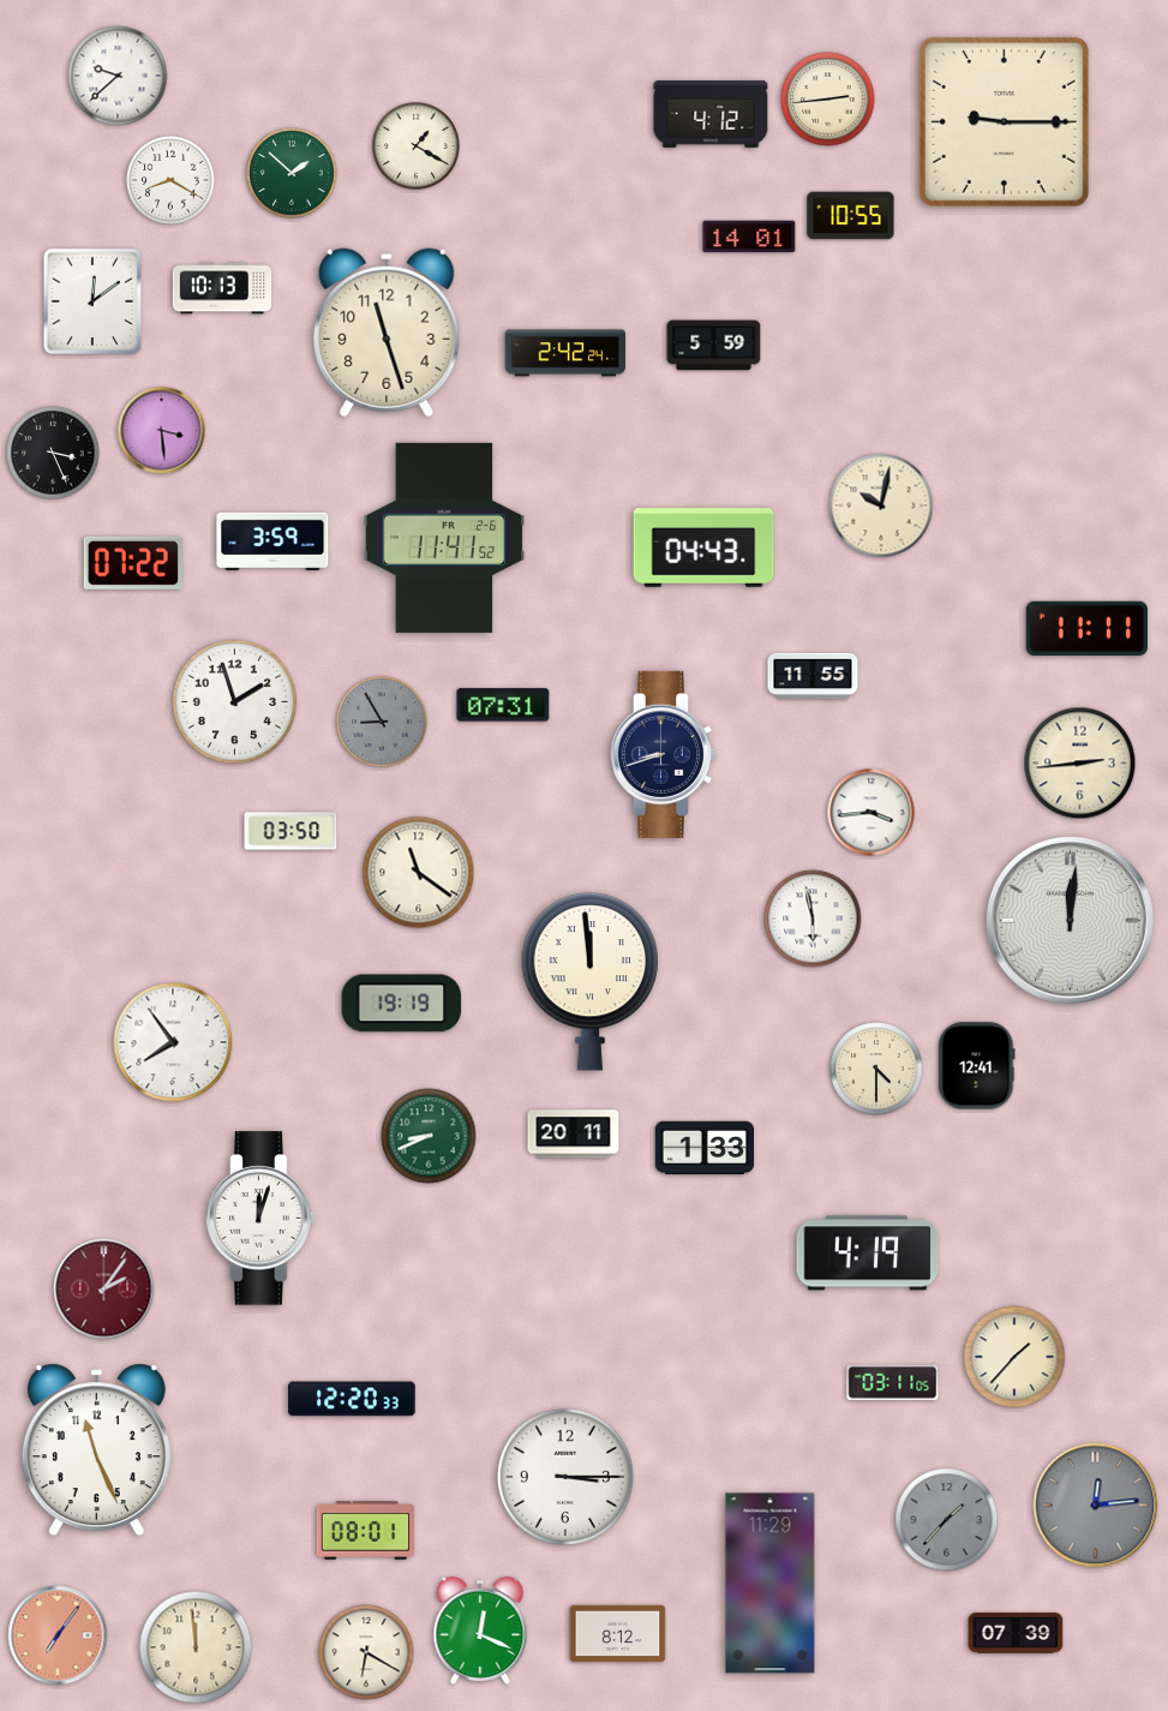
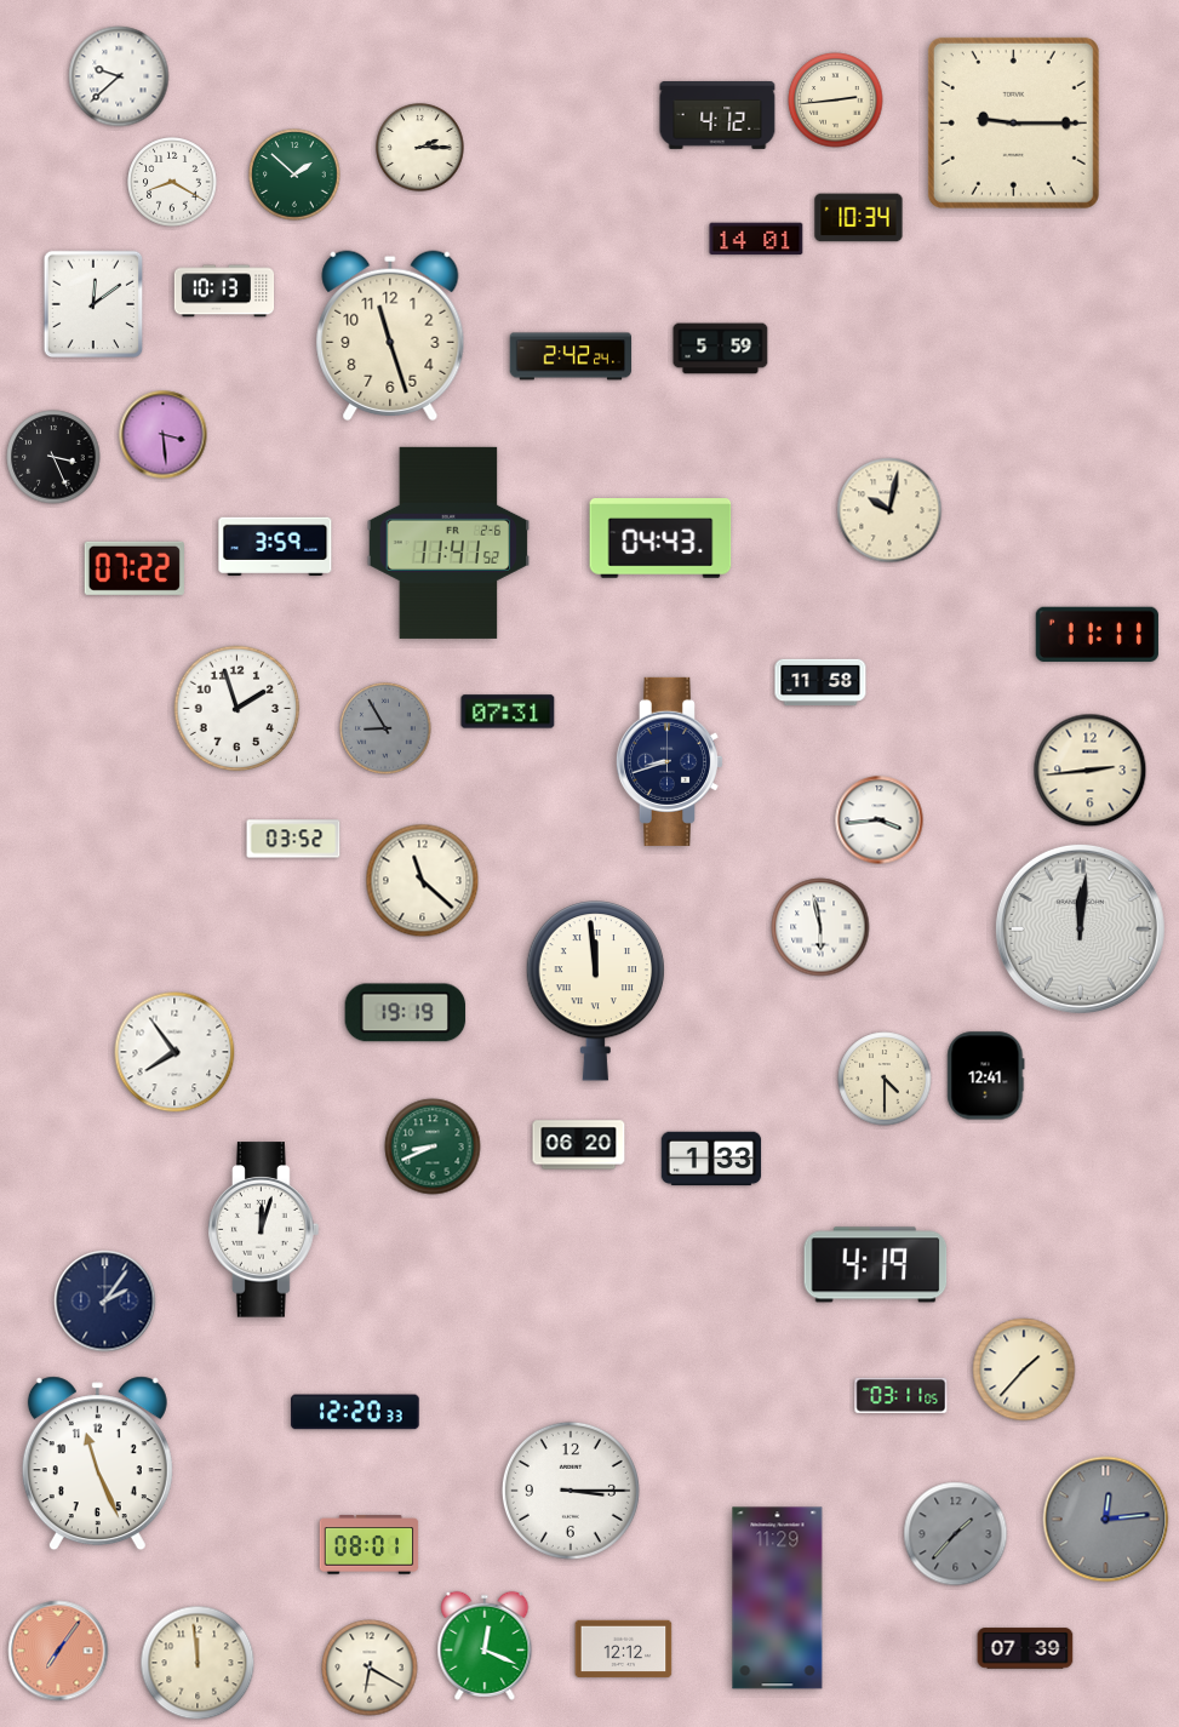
clock at (417, 146): 1:20 -> 2:15
clock at (851, 216): 10:55 -> 10:34
clock at (703, 549) position: (703, 549) -> (660, 539)
clock at (813, 676): 11:55 -> 11:58
clock at (290, 831): 03:50 -> 03:52
clock at (419, 873): 11:21 -> 11:22
clock at (574, 1135): 20:11 -> 06:20
clock at (104, 1290) dial: burgundy -> navy
clock at (618, 1634): 8:12 -> 12:12
